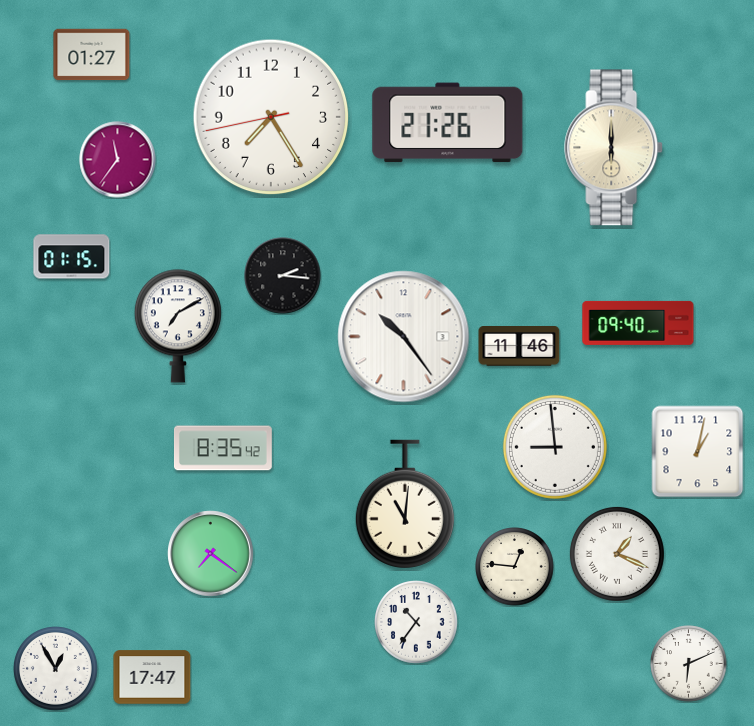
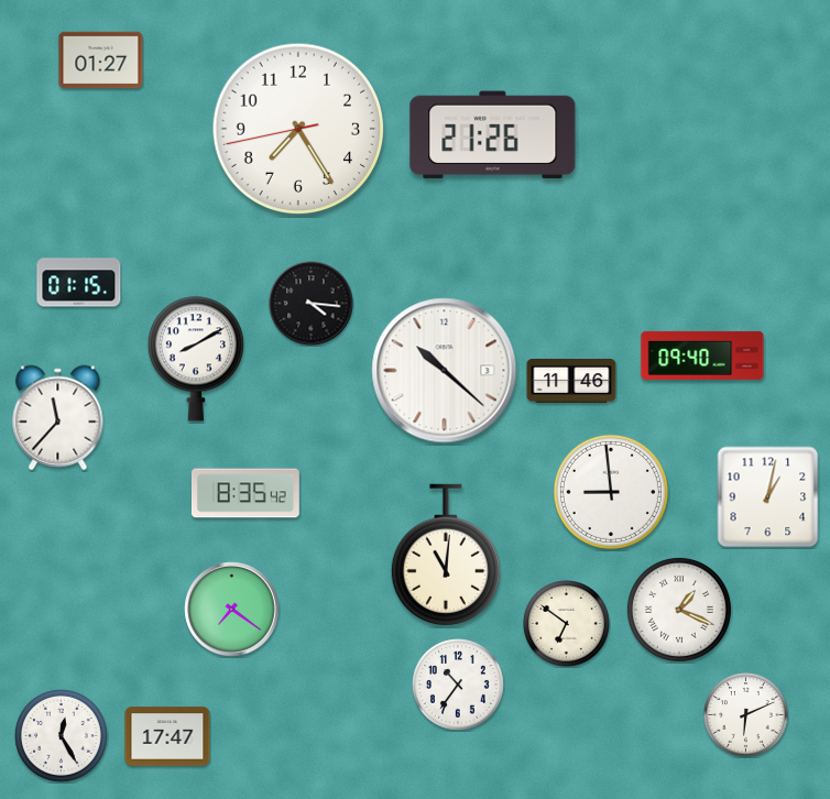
clock at (614, 148): 6:00 -> none
clock at (118, 160): 11:36 -> none
clock at (283, 276): 2:16 -> 4:16
clock at (178, 326): 7:10 -> 8:10
clock at (404, 337): 10:24 -> 10:22
clock at (58, 418): none -> 11:37
clock at (515, 567): 12:46 -> 6:51
clock at (689, 664) position: (689, 664) -> (746, 715)
clock at (56, 669): 12:55 -> 12:25
clock at (152, 677) position: (152, 677) -> (167, 736)
